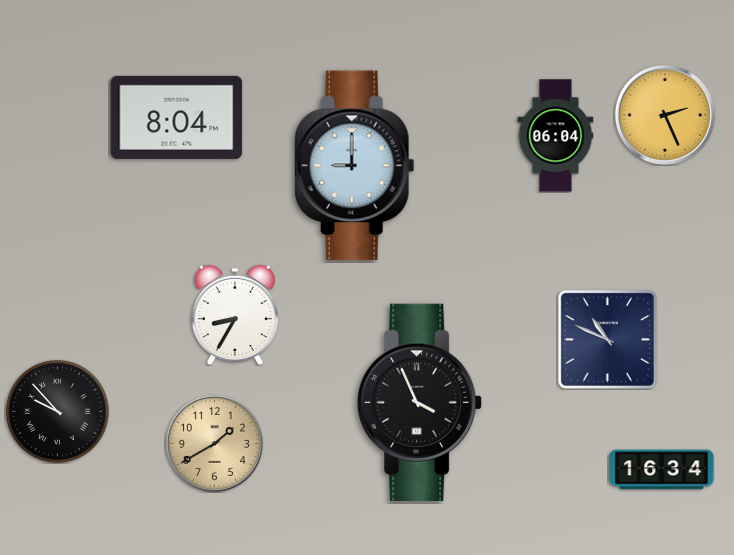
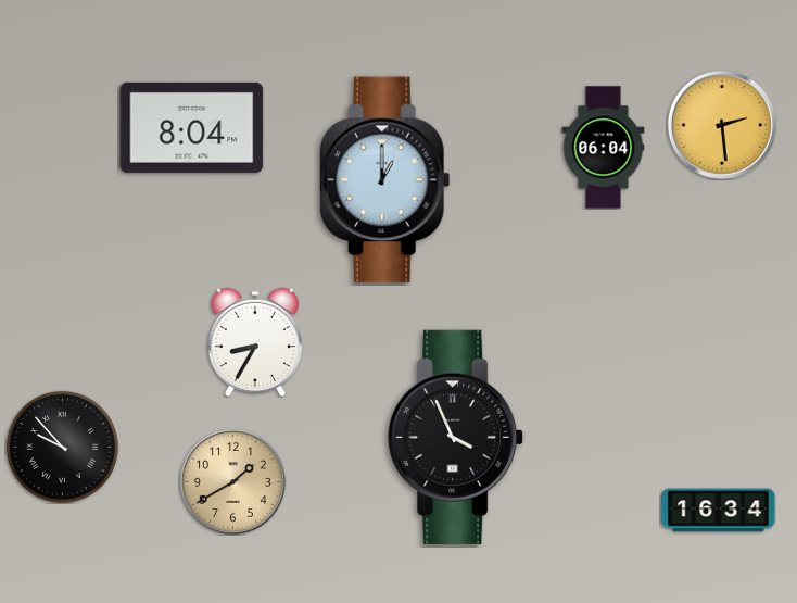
clock at (665, 115): 2:26 -> 2:29
clock at (354, 166): 9:00 -> 1:00
clock at (607, 339): 10:49 -> none
